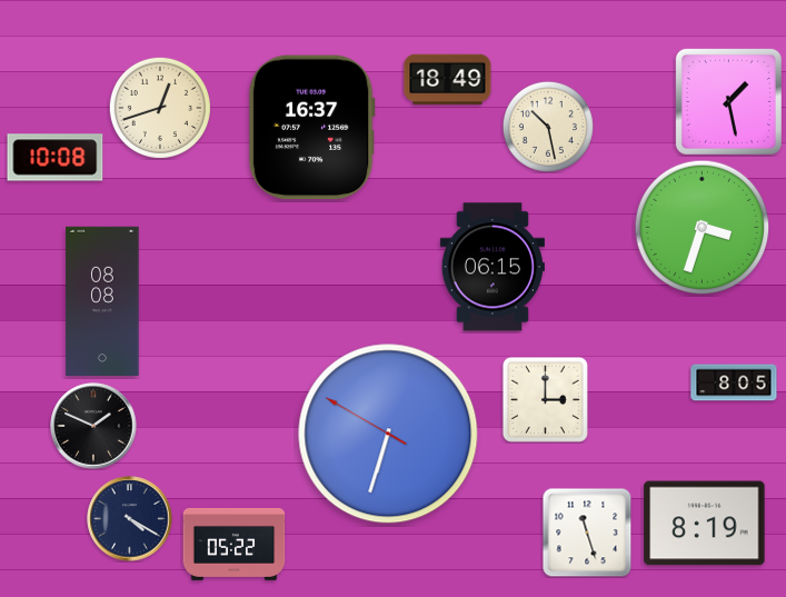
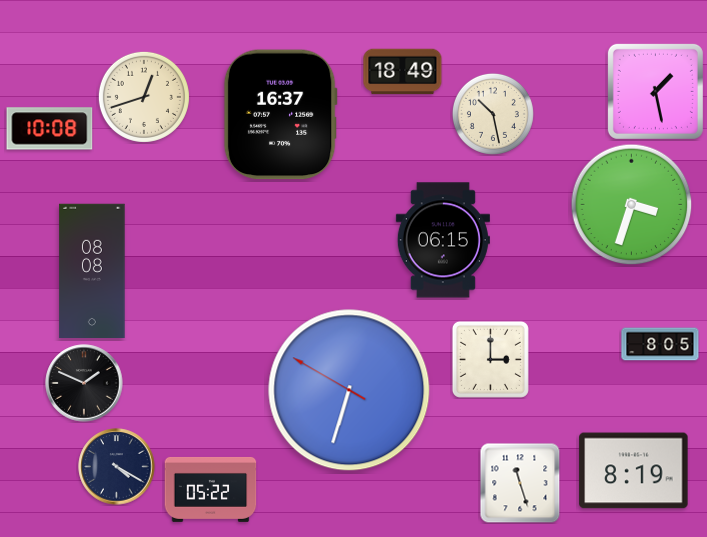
clock at (56, 158) position: (56, 158) -> (50, 129)
clock at (587, 533) position: (587, 533) -> (520, 483)
